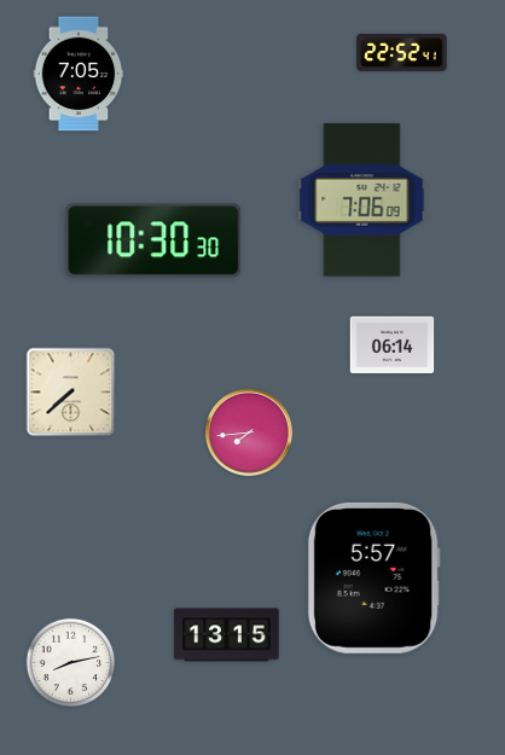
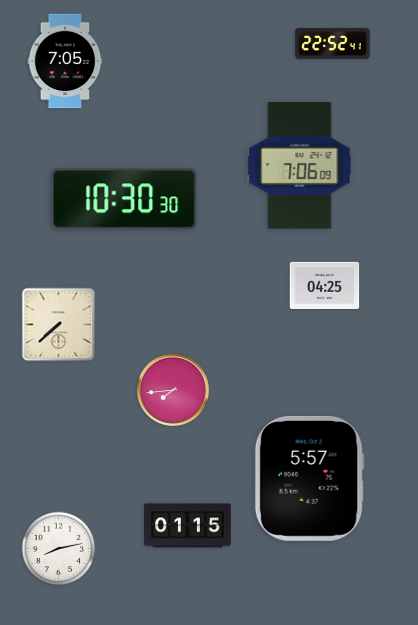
clock at (153, 240) position: (153, 240) -> (124, 199)
clock at (393, 344): 06:14 -> 04:25
clock at (249, 432) position: (249, 432) -> (173, 390)
clock at (227, 635): 13:15 -> 01:15
